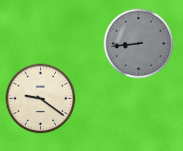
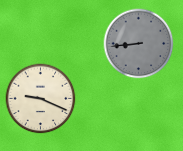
clock at (41, 99): 9:21 -> 9:19
